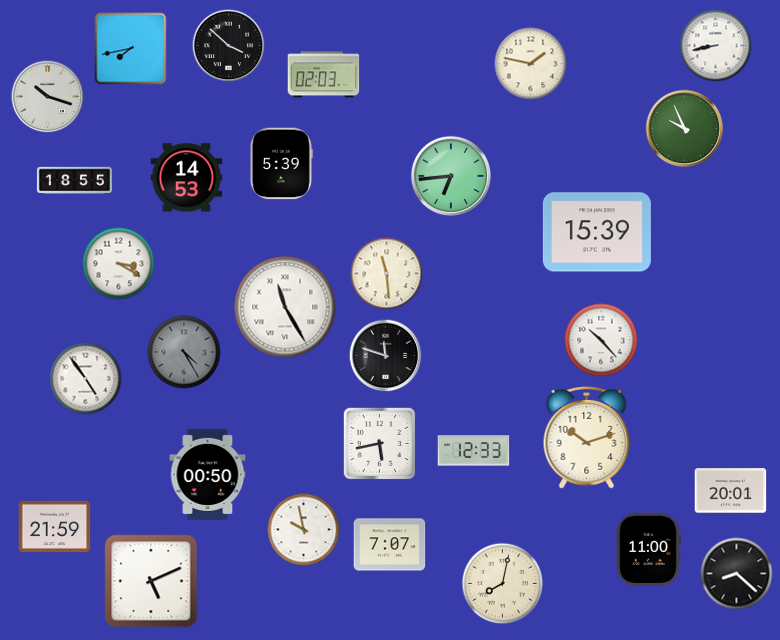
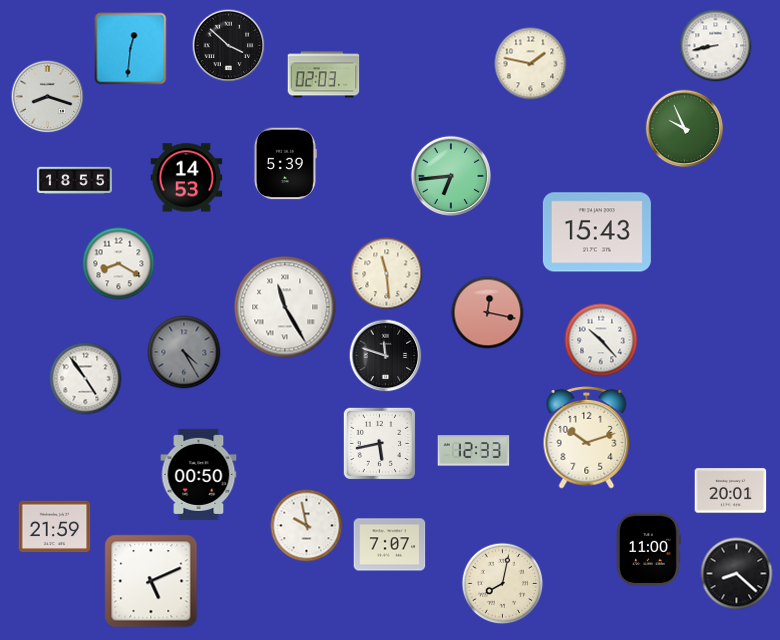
clock at (131, 49): 7:43 -> 12:31
clock at (48, 97): 10:18 -> 8:18
clock at (281, 164) position: (281, 164) -> (285, 164)
clock at (597, 232): 15:39 -> 15:43
clock at (119, 264): 3:20 -> 8:20
clock at (488, 313): none -> 12:17
clock at (208, 474) position: (208, 474) -> (199, 474)
clock at (304, 530) position: (304, 530) -> (307, 526)
